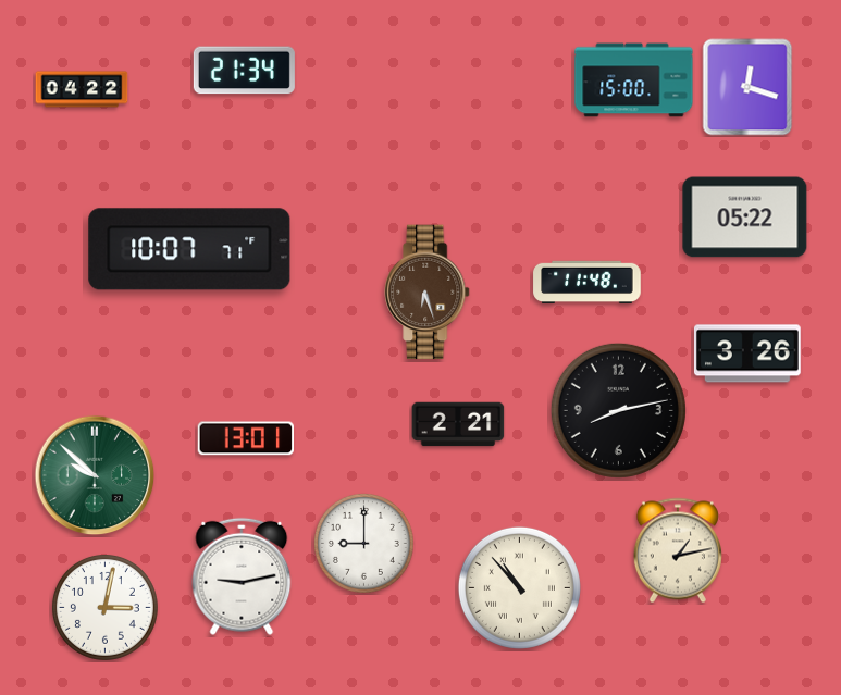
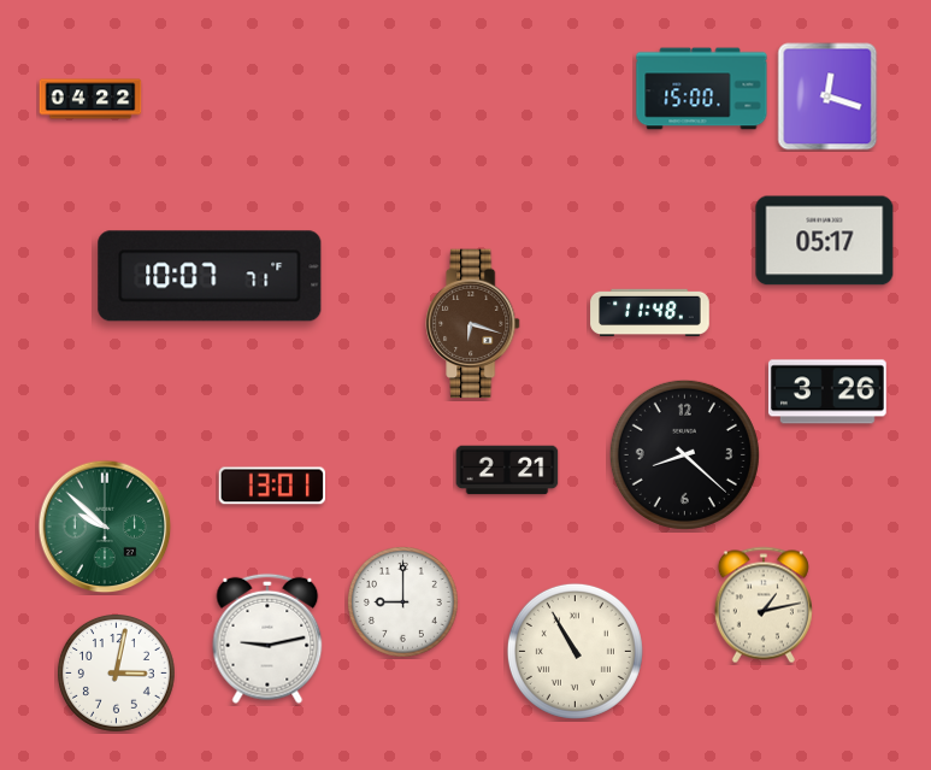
clock at (244, 71): 21:34 -> none
clock at (745, 218): 05:22 -> 05:17
clock at (428, 293): 6:27 -> 6:18
clock at (618, 410): 8:13 -> 8:22
clock at (678, 550) position: (678, 550) -> (764, 605)
clock at (519, 587): 10:53 -> 10:55
